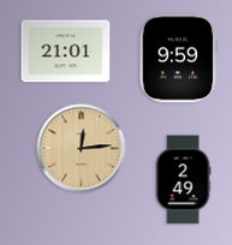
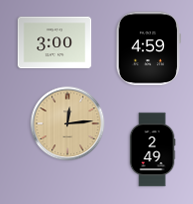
clock at (66, 52): 21:01 -> 3:00
clock at (178, 59): 9:59 -> 4:59
